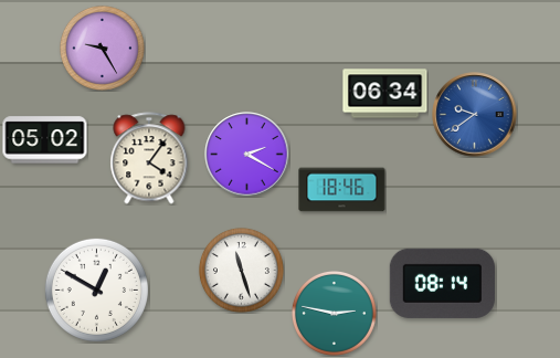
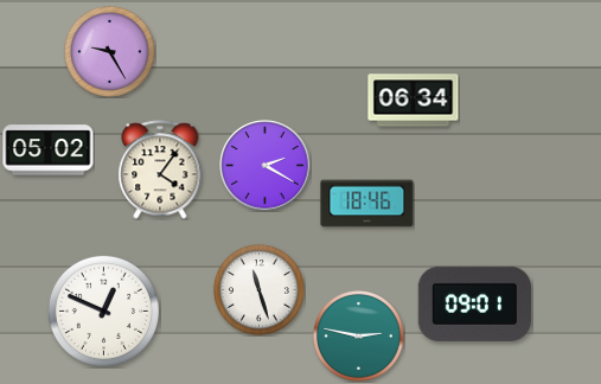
clock at (475, 115): 9:39 -> none
clock at (442, 283): 08:14 -> 09:01
clock at (96, 289): 12:50 -> 12:49
